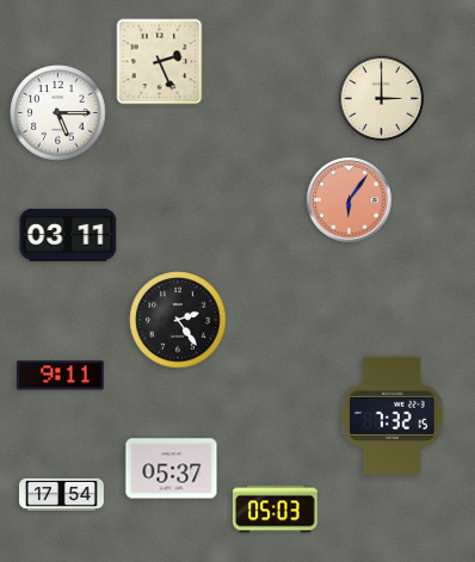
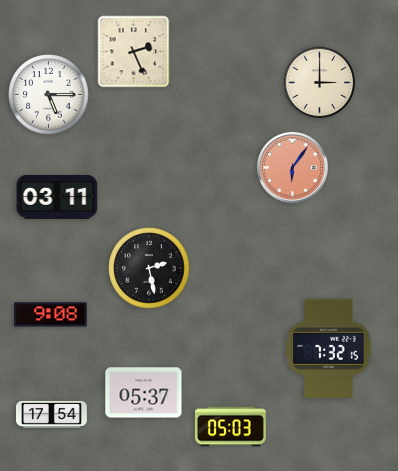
clock at (178, 320): 2:24 -> 2:28
clock at (61, 376): 9:11 -> 9:08
